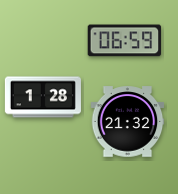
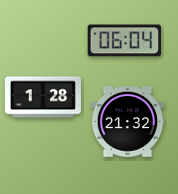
clock at (125, 41): 06:59 -> 06:04
